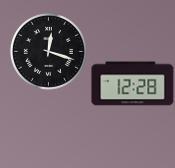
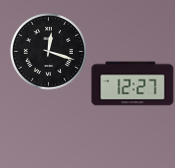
clock at (133, 84): 12:28 -> 12:27
